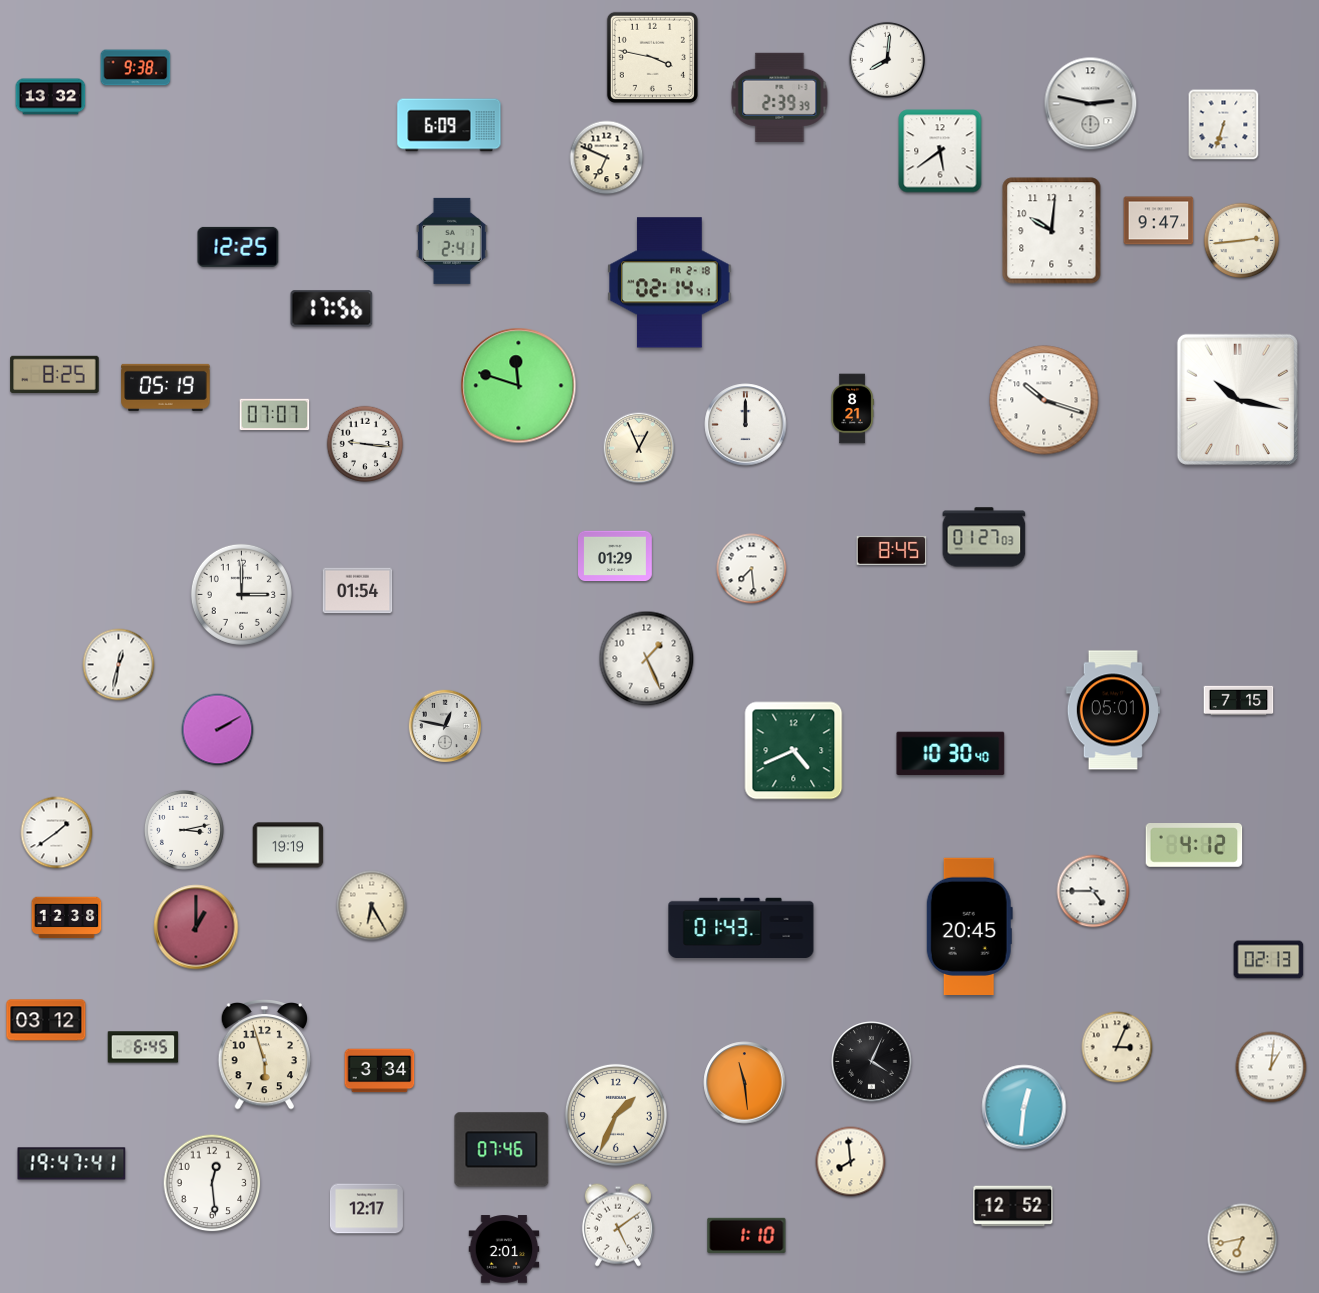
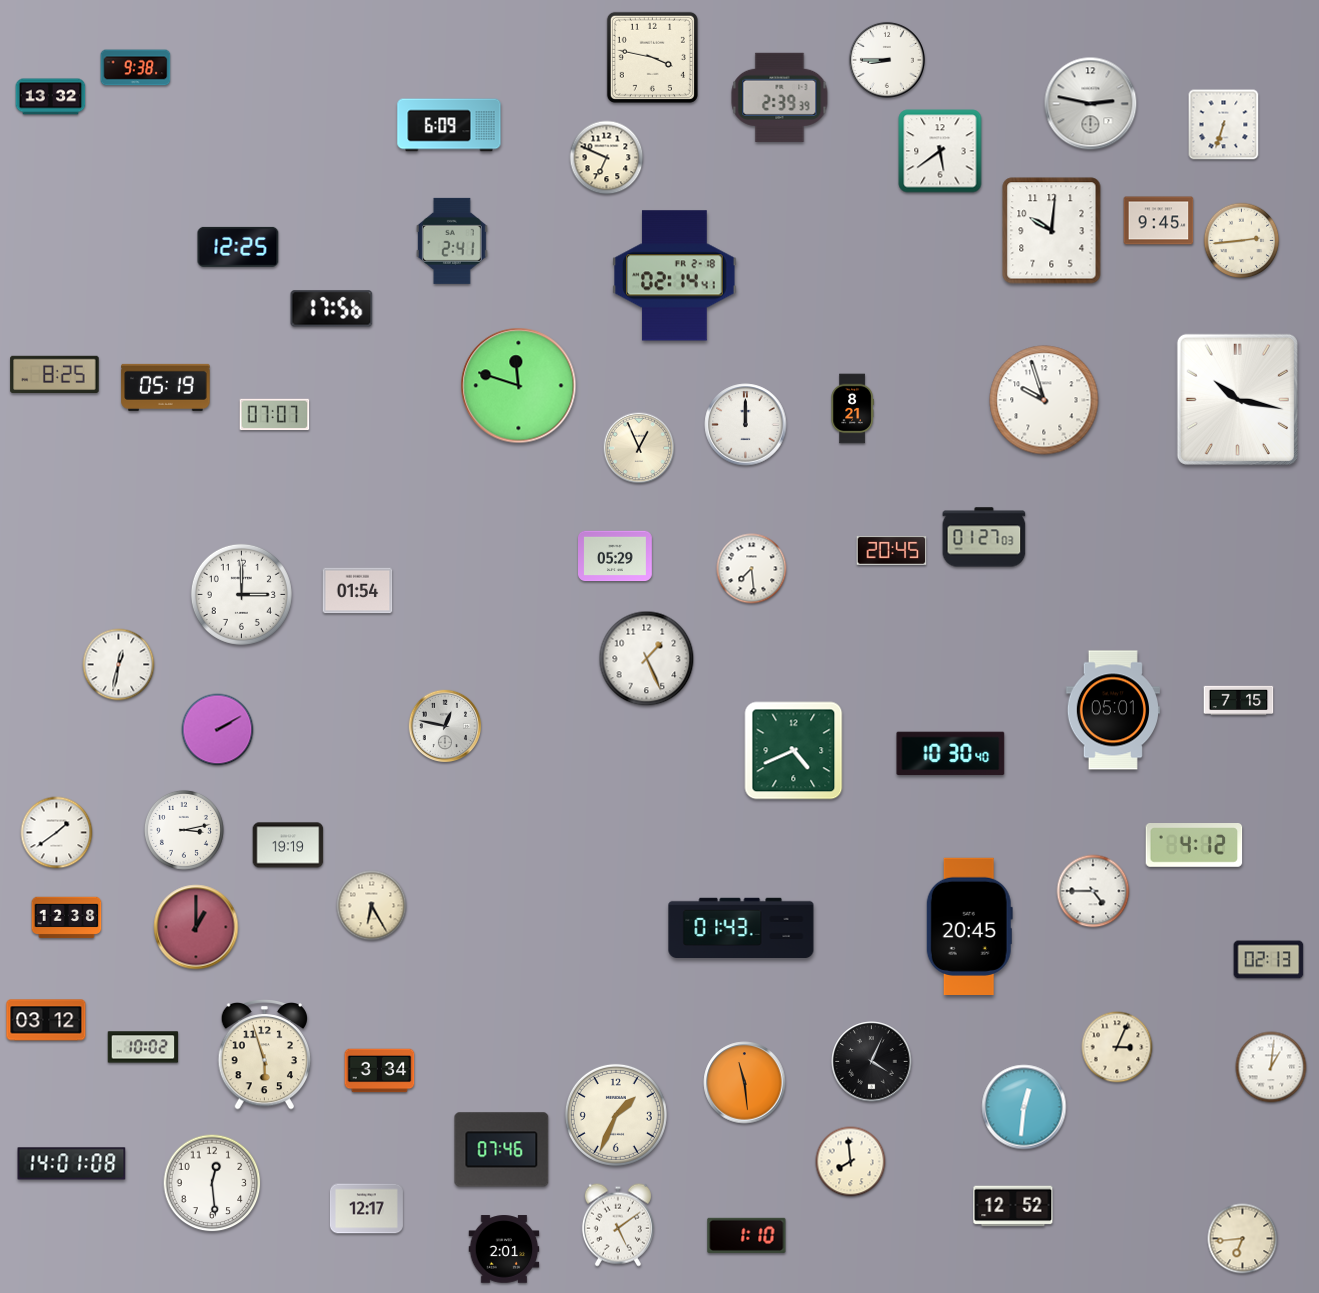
clock at (887, 60): 8:01 -> 8:45
clock at (1159, 221): 9:47 -> 9:45
clock at (670, 283) position: (670, 283) -> (675, 276)
clock at (1044, 400): 10:18 -> 9:57
clock at (365, 444): 9:16 -> none
clock at (892, 550): 8:45 -> 20:45
clock at (616, 556): 01:29 -> 05:29
clock at (143, 1047): 6:45 -> 10:02
clock at (72, 1164): 19:47 -> 14:01
clock at (1243, 1239): 6:43 -> 6:44
